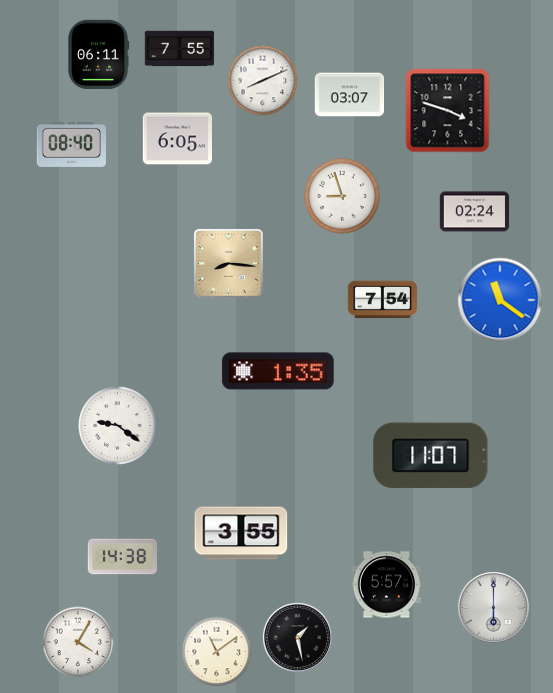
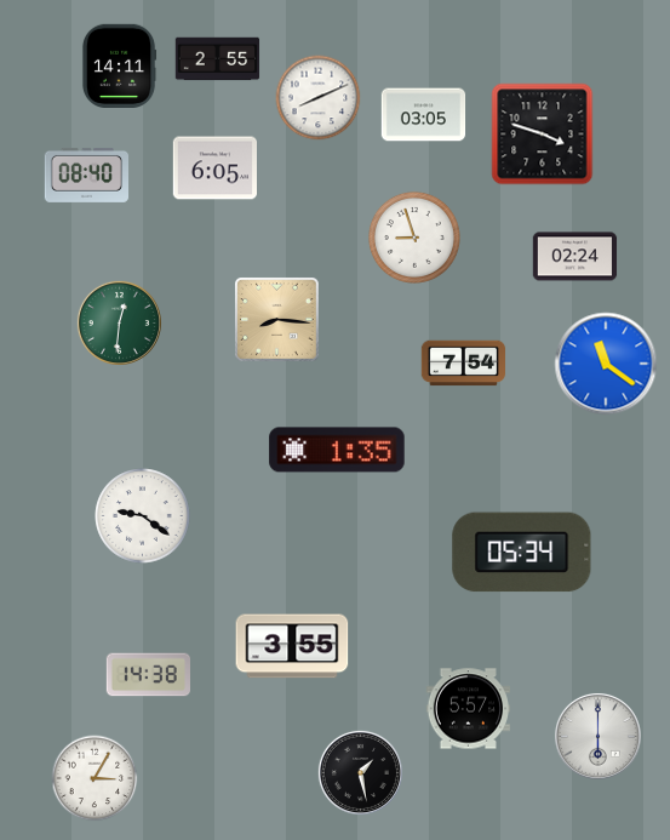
clock at (180, 49): 7:55 -> 2:55
clock at (98, 55): 06:11 -> 14:11
clock at (350, 95): 03:07 -> 03:05
clock at (119, 322): none -> 12:31
clock at (431, 456): 11:07 -> 05:34
clock at (78, 642): 4:05 -> 3:05
clock at (217, 652): 11:09 -> none
